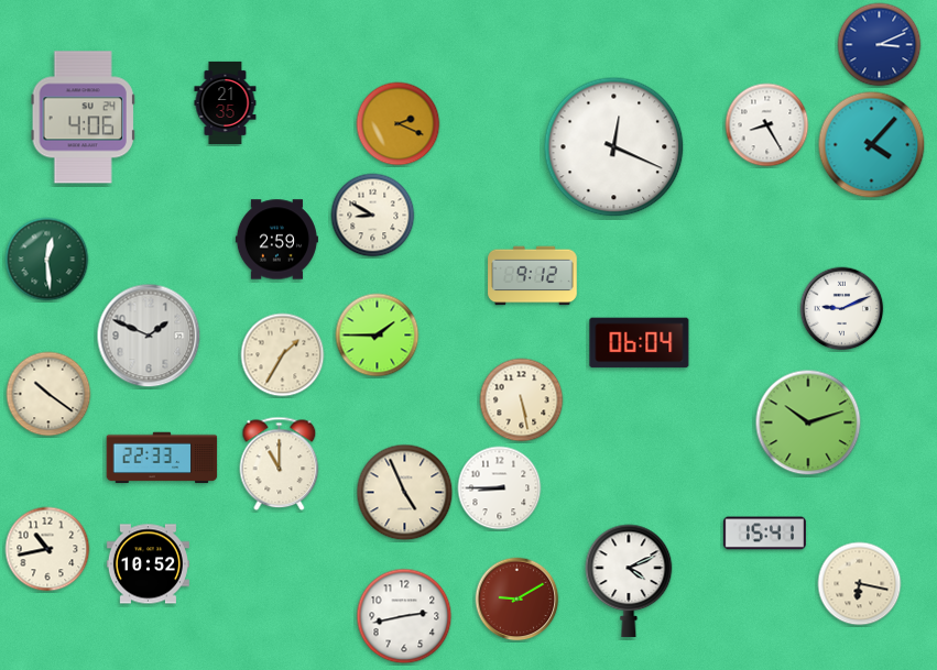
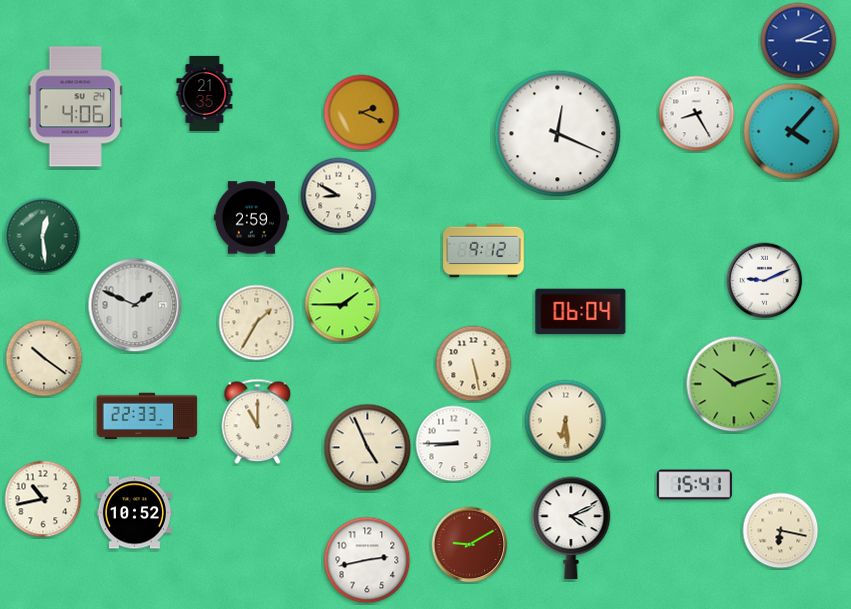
clock at (566, 421): none -> 6:29
clock at (280, 464) position: (280, 464) -> (258, 422)
